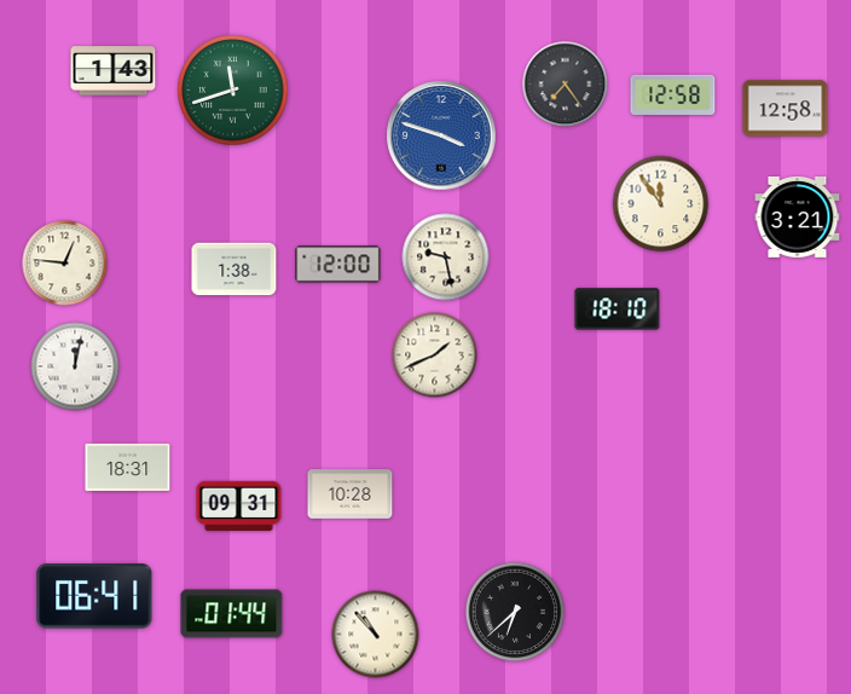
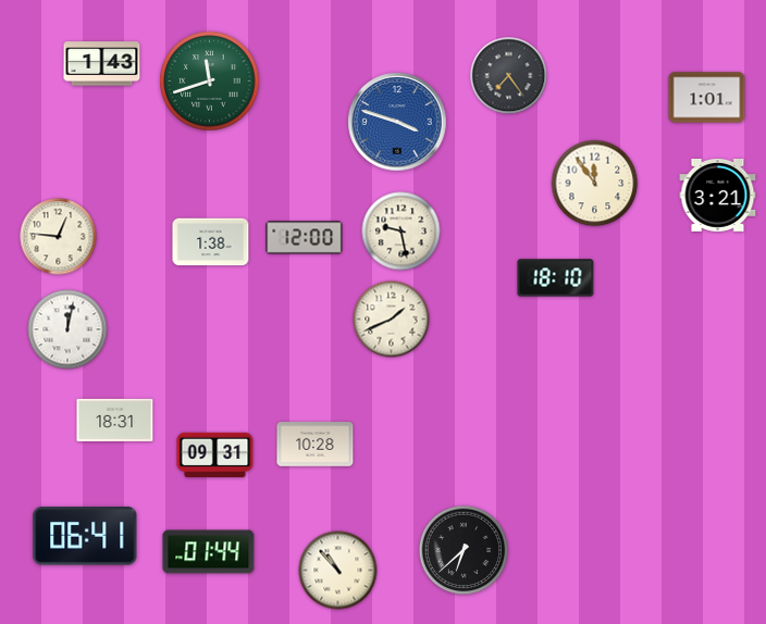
clock at (673, 94): 12:58 -> none
clock at (786, 109): 12:58 -> 1:01
